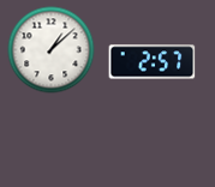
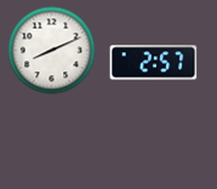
clock at (52, 50): 1:08 -> 8:11
